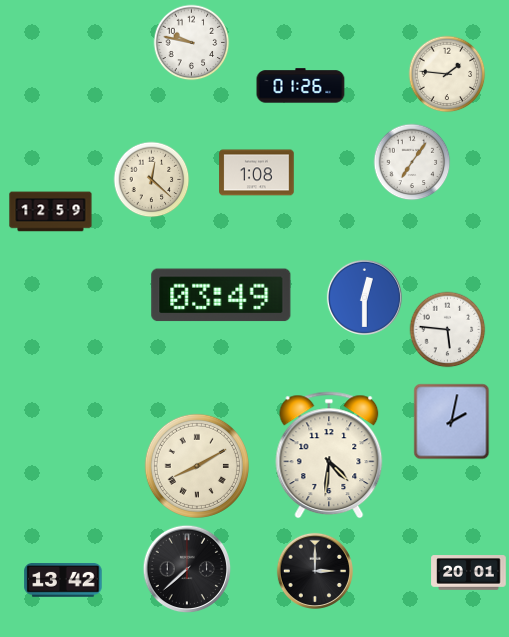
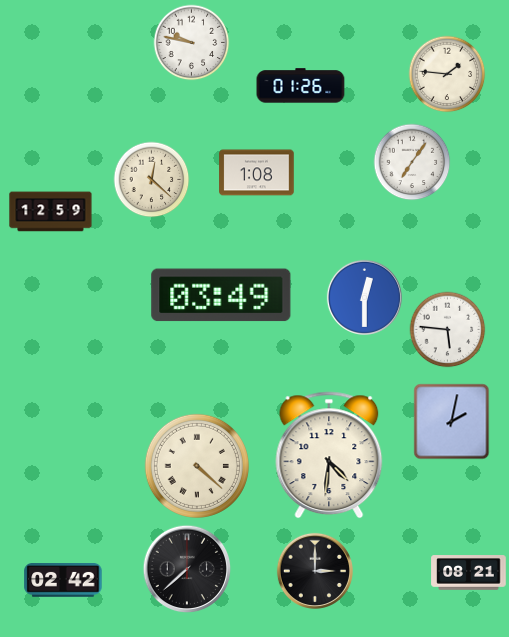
clock at (197, 466): 8:10 -> 4:22
clock at (469, 573): 20:01 -> 08:21
clock at (63, 581): 13:42 -> 02:42
